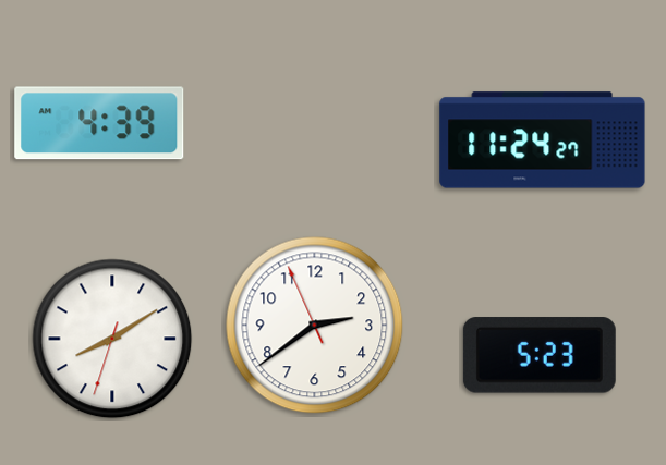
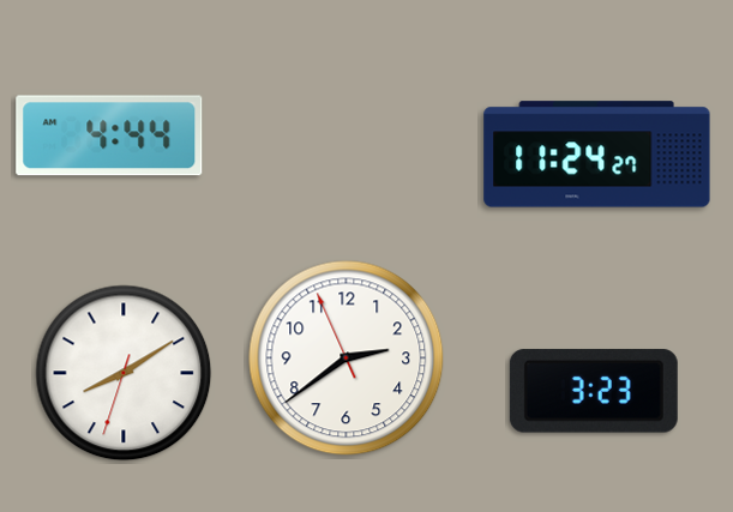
clock at (99, 123): 4:39 -> 4:44
clock at (540, 355): 5:23 -> 3:23
